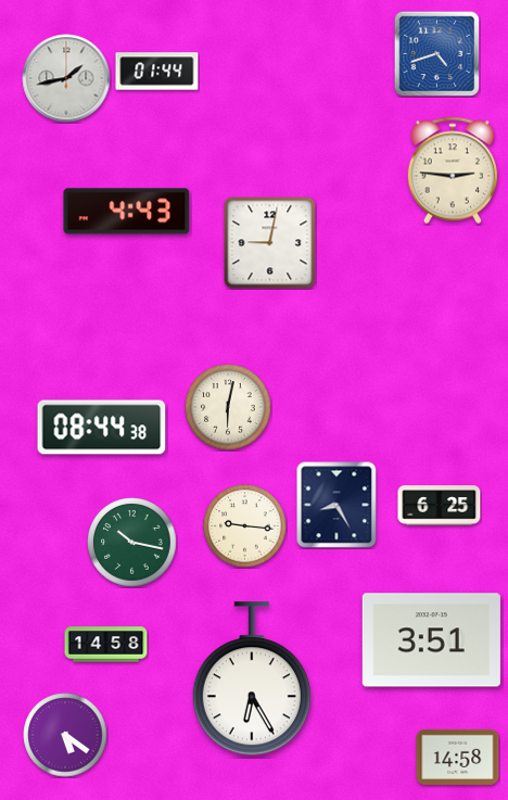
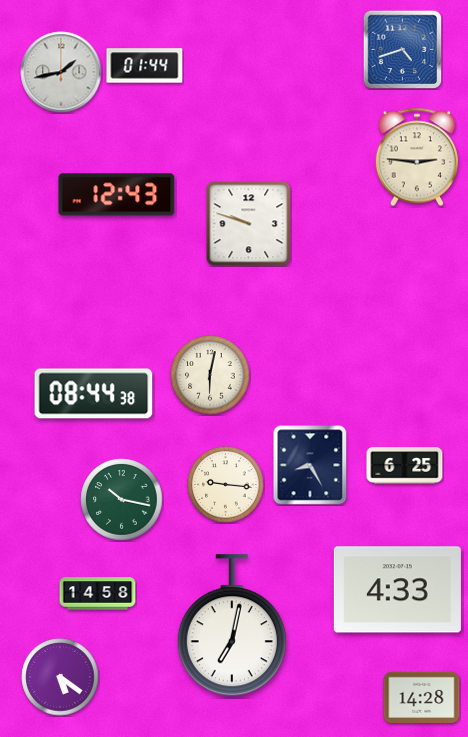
clock at (127, 212): 4:43 -> 12:43
clock at (270, 243): 9:02 -> 9:48
clock at (431, 640): 3:51 -> 4:33
clock at (252, 680): 6:25 -> 7:02
clock at (458, 757): 14:58 -> 14:28
